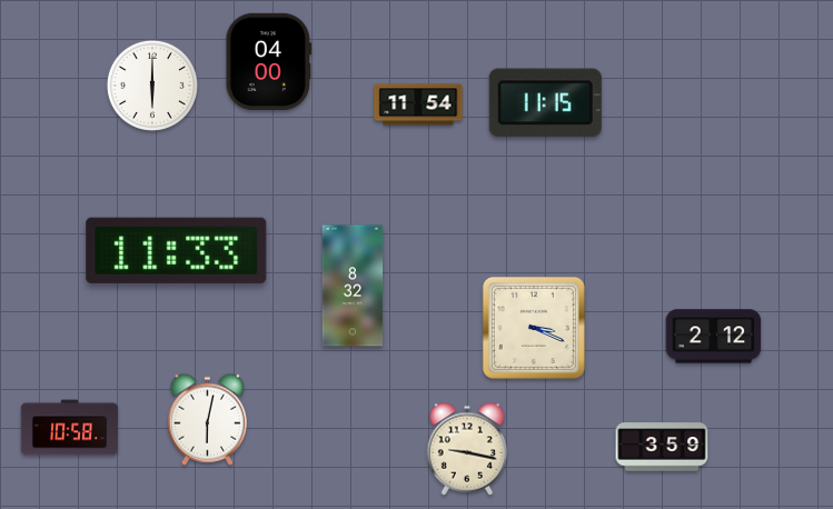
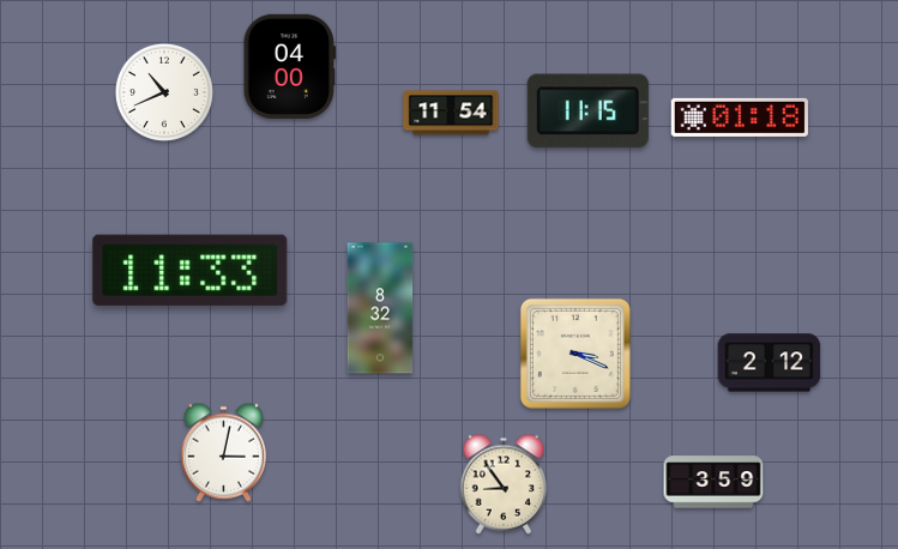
clock at (152, 86): 6:00 -> 10:41
clock at (740, 117): none -> 01:18
clock at (207, 419): 6:02 -> 3:02
clock at (69, 428): 10:58 -> none
clock at (467, 449): 9:17 -> 8:54
